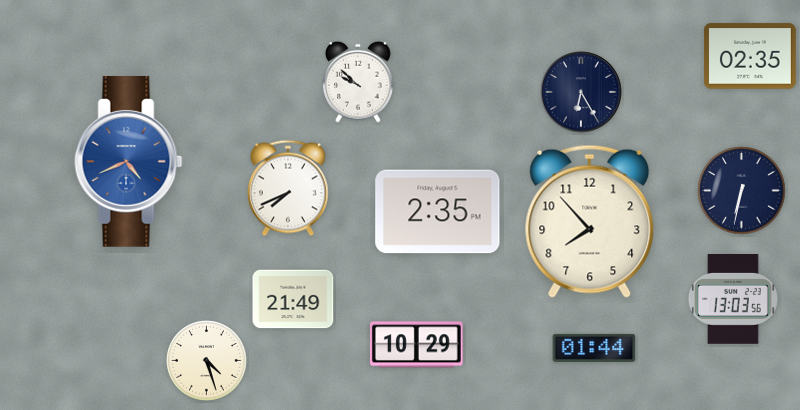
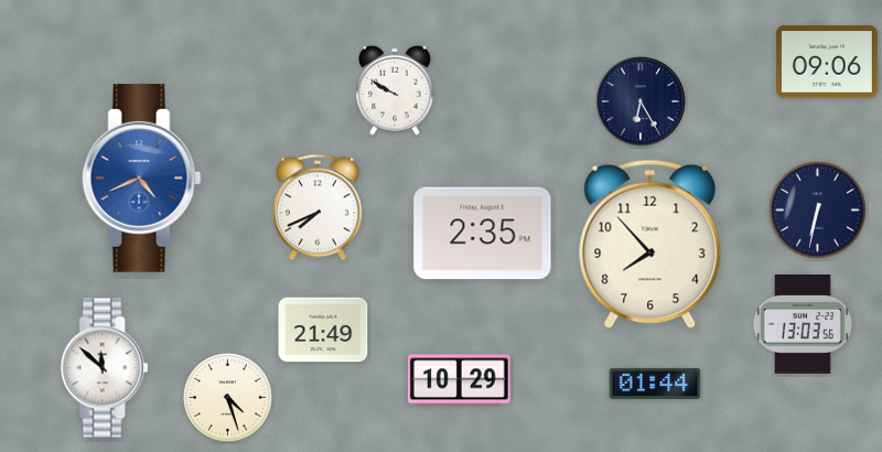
clock at (750, 56): 02:35 -> 09:06
clock at (359, 82): 9:52 -> 9:50
clock at (733, 300) position: (733, 300) -> (803, 325)
clock at (105, 368): none -> 11:52
